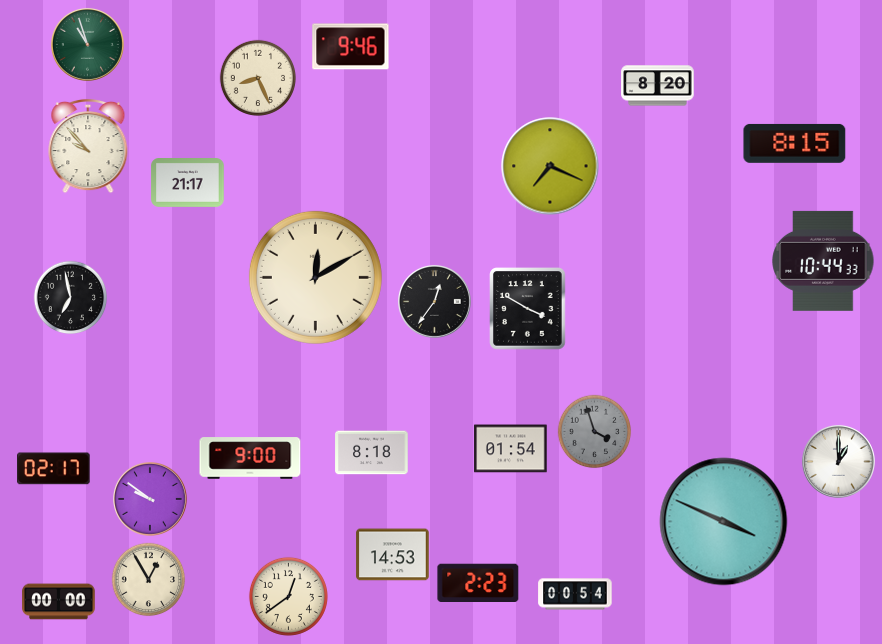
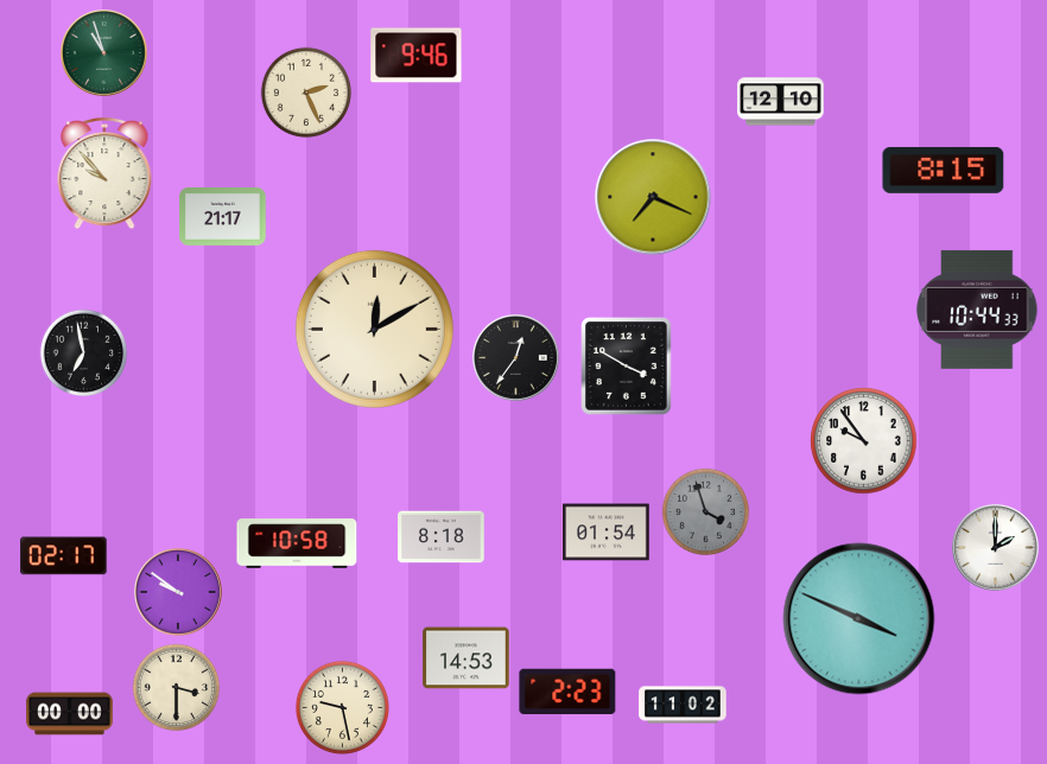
clock at (258, 77): 8:26 -> 2:26
clock at (658, 86): 8:20 -> 12:10
clock at (864, 441): none -> 9:54
clock at (250, 458): 9:00 -> 10:58
clock at (839, 461): 1:00 -> 2:00
clock at (149, 580): 12:55 -> 3:30
clock at (575, 594): 00:54 -> 11:02
clock at (288, 596): 12:39 -> 9:28
